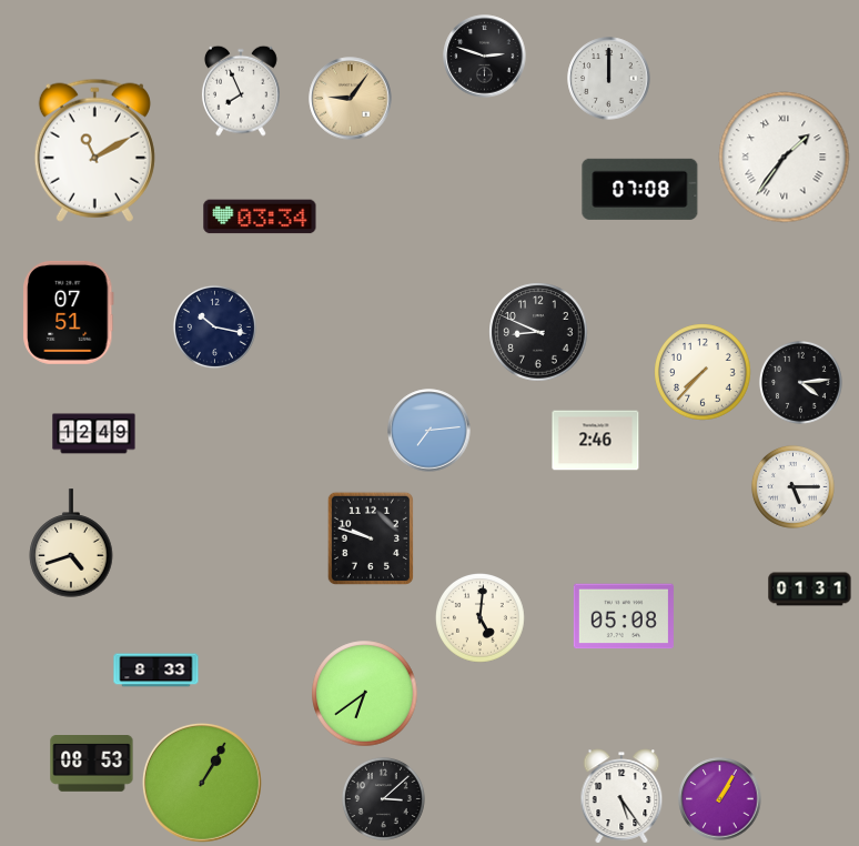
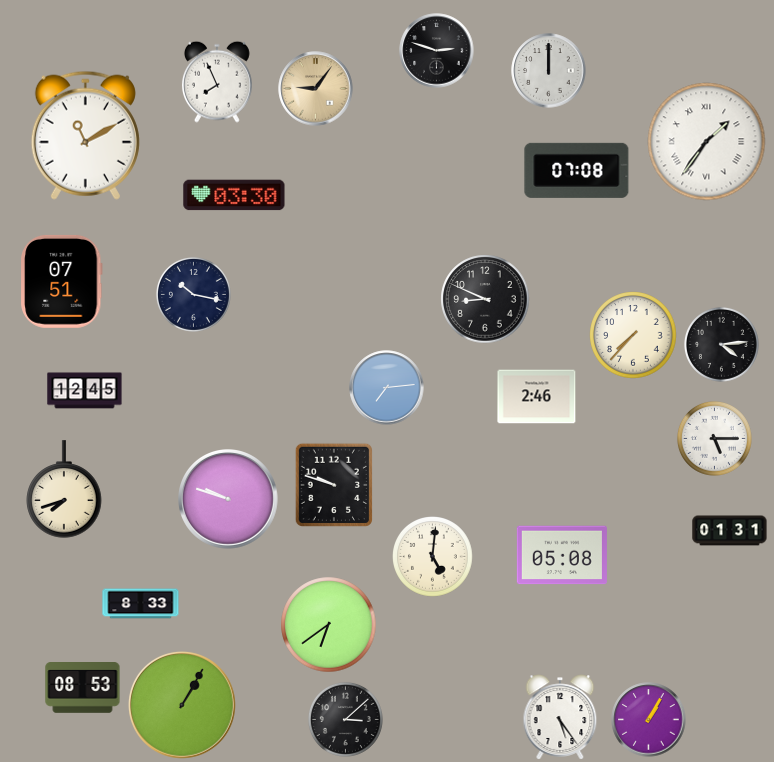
clock at (260, 216): 03:34 -> 03:30
clock at (94, 434): 12:49 -> 12:45
clock at (71, 543): 4:42 -> 7:42
clock at (229, 500): none -> 9:48
